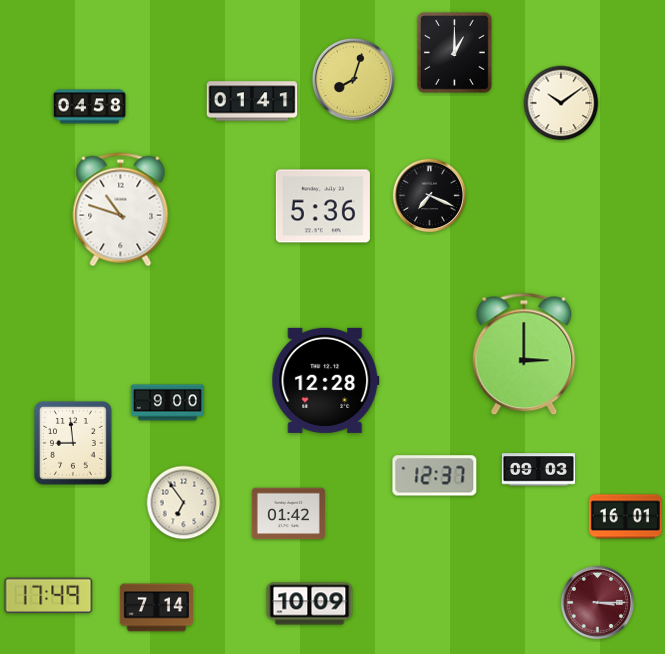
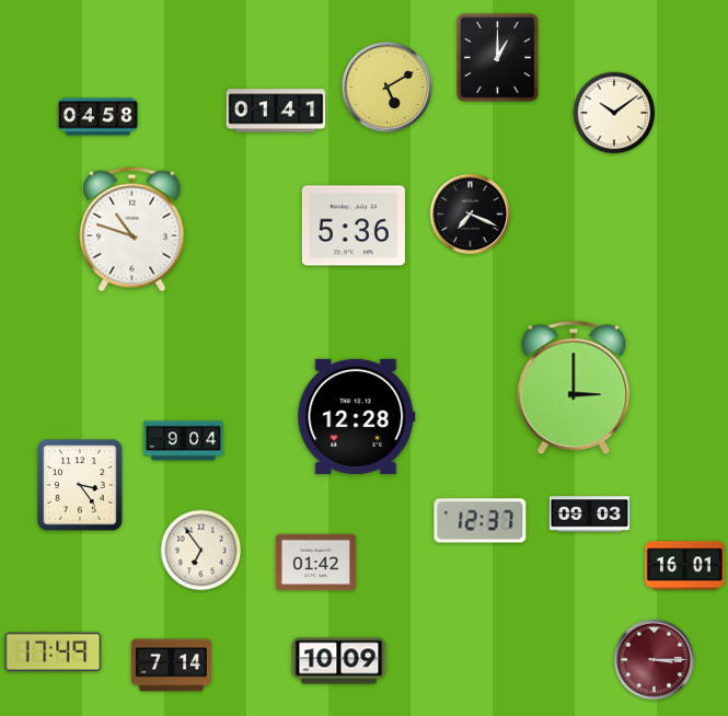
clock at (353, 79): 8:03 -> 5:10
clock at (167, 403): 9:00 -> 9:04
clock at (74, 444): 8:59 -> 3:24
clock at (435, 476) position: (435, 476) -> (481, 521)
